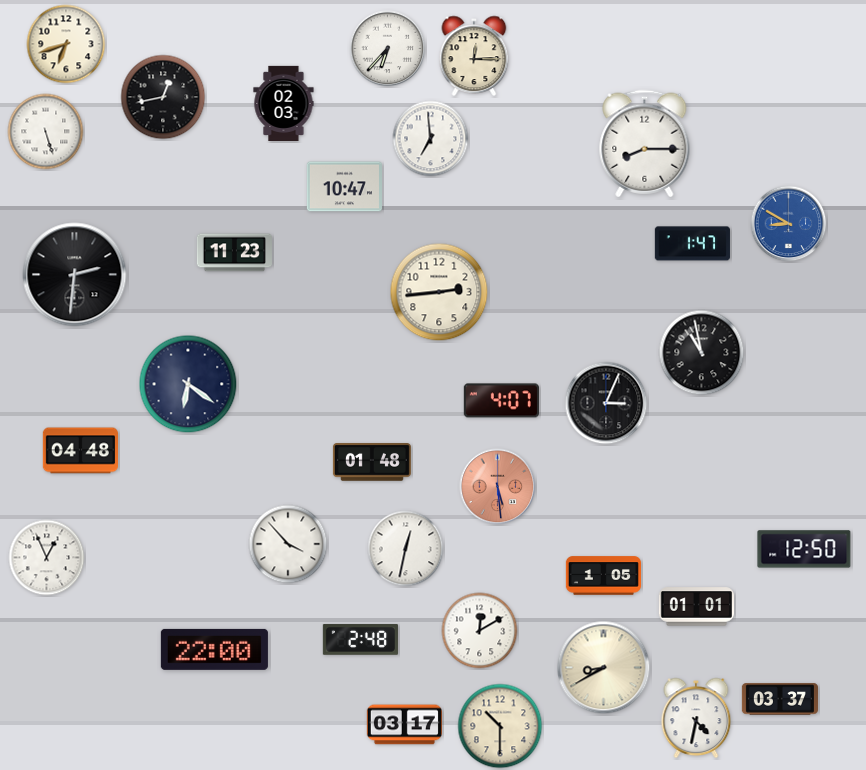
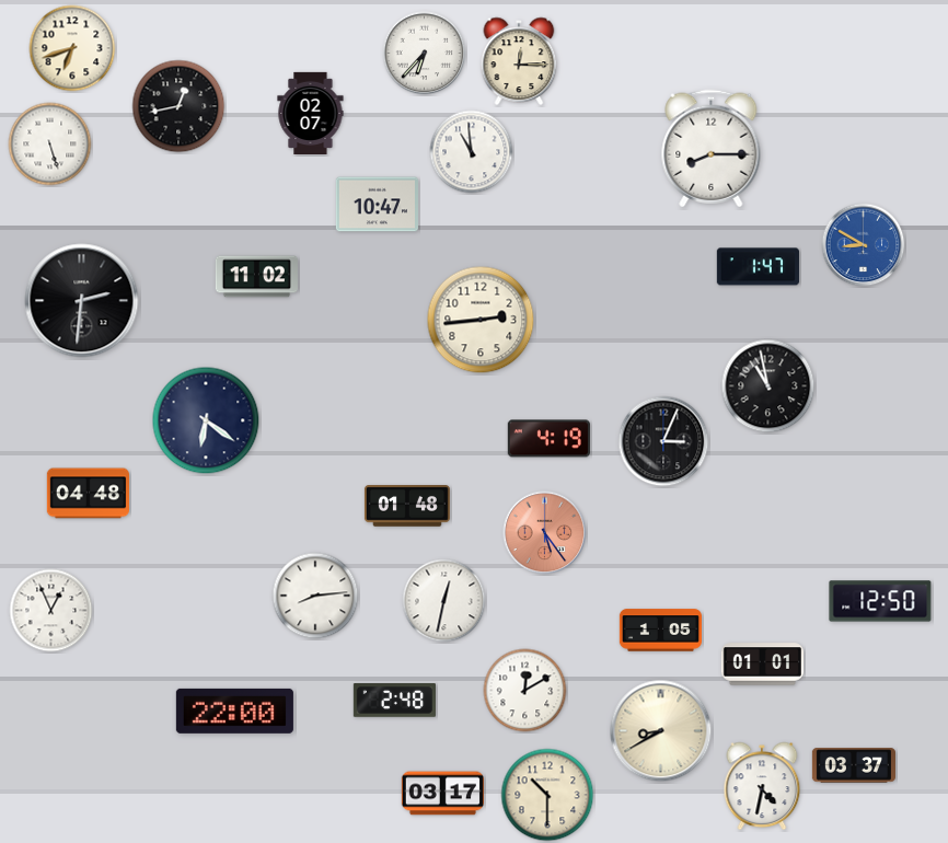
clock at (284, 103): 02:03 -> 02:07
clock at (431, 139): 6:59 -> 10:59
clock at (645, 144) position: (645, 144) -> (712, 149)
clock at (234, 253): 11:23 -> 11:02
clock at (501, 401): 4:07 -> 4:19
clock at (498, 487): 5:29 -> 5:24
clock at (288, 544): 3:53 -> 8:14
